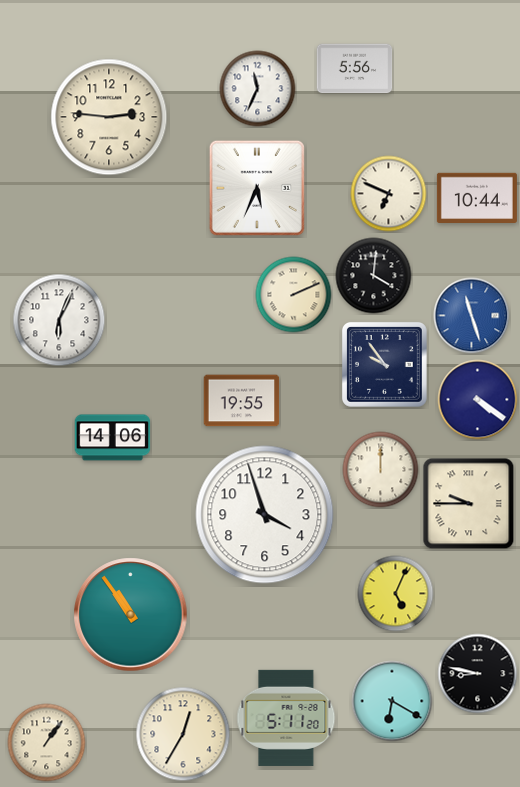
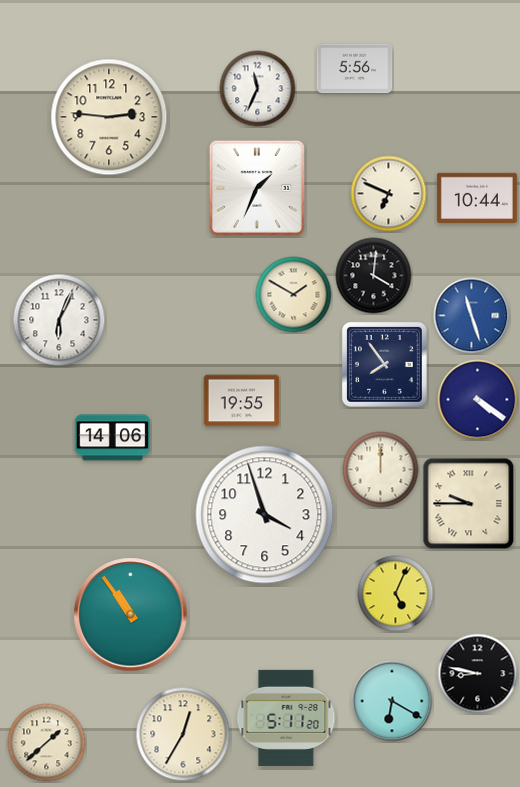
clock at (257, 188): 5:34 -> 1:34
clock at (294, 295): 2:11 -> 1:50
clock at (385, 365): 9:54 -> 7:54
clock at (47, 743): 1:06 -> 1:38
